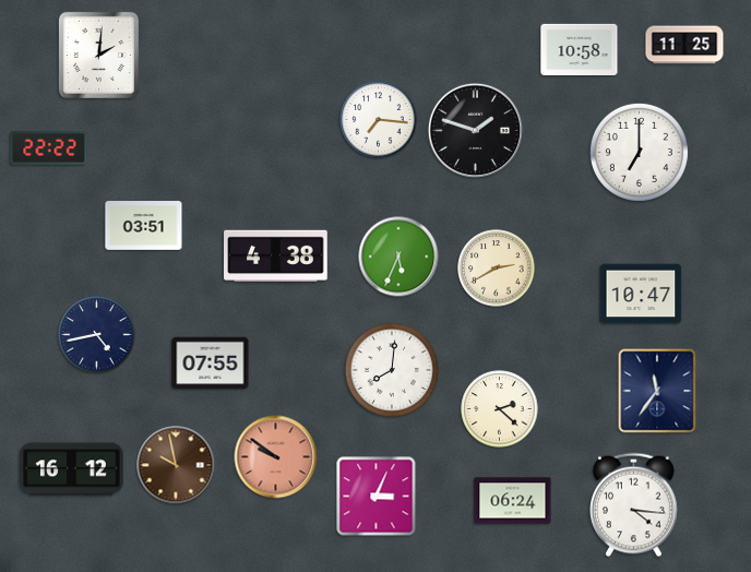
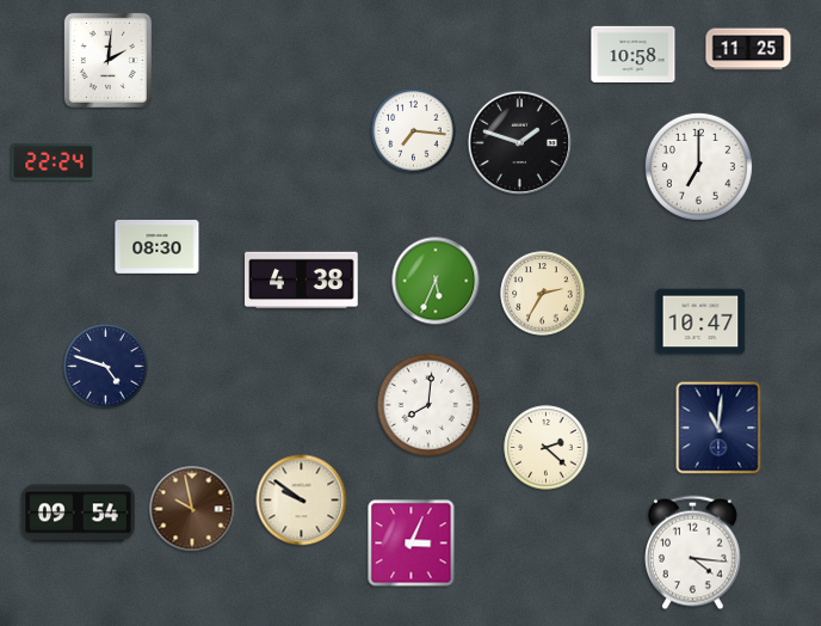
clock at (49, 148): 22:22 -> 22:24
clock at (144, 226): 03:51 -> 08:30
clock at (497, 269): 2:40 -> 2:35
clock at (97, 335): 4:43 -> 4:48
clock at (211, 364): 07:55 -> none
clock at (657, 391): 11:36 -> 11:01
clock at (276, 457) dial: salmon -> cream
clock at (72, 469): 16:12 -> 09:54
clock at (513, 501): 06:24 -> none
